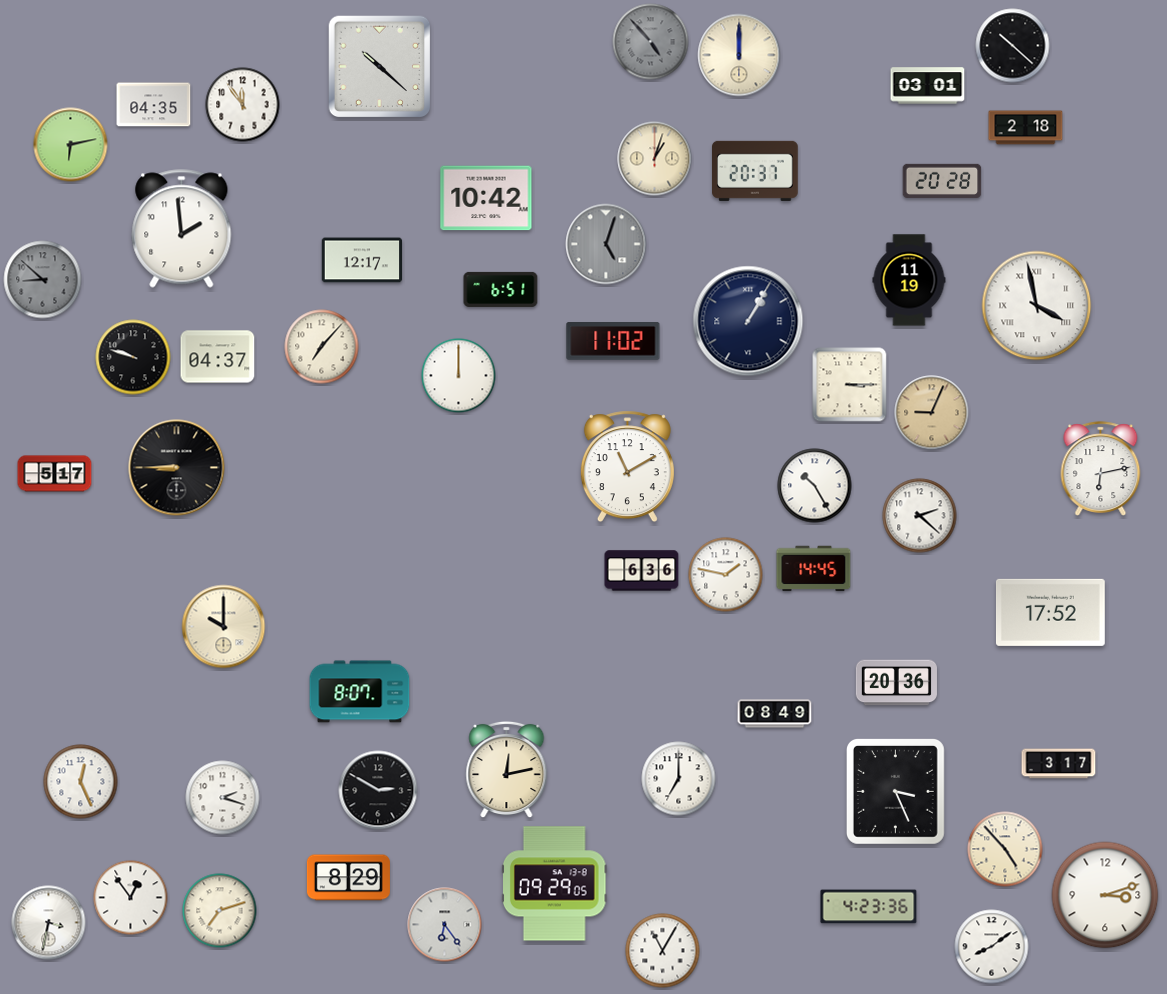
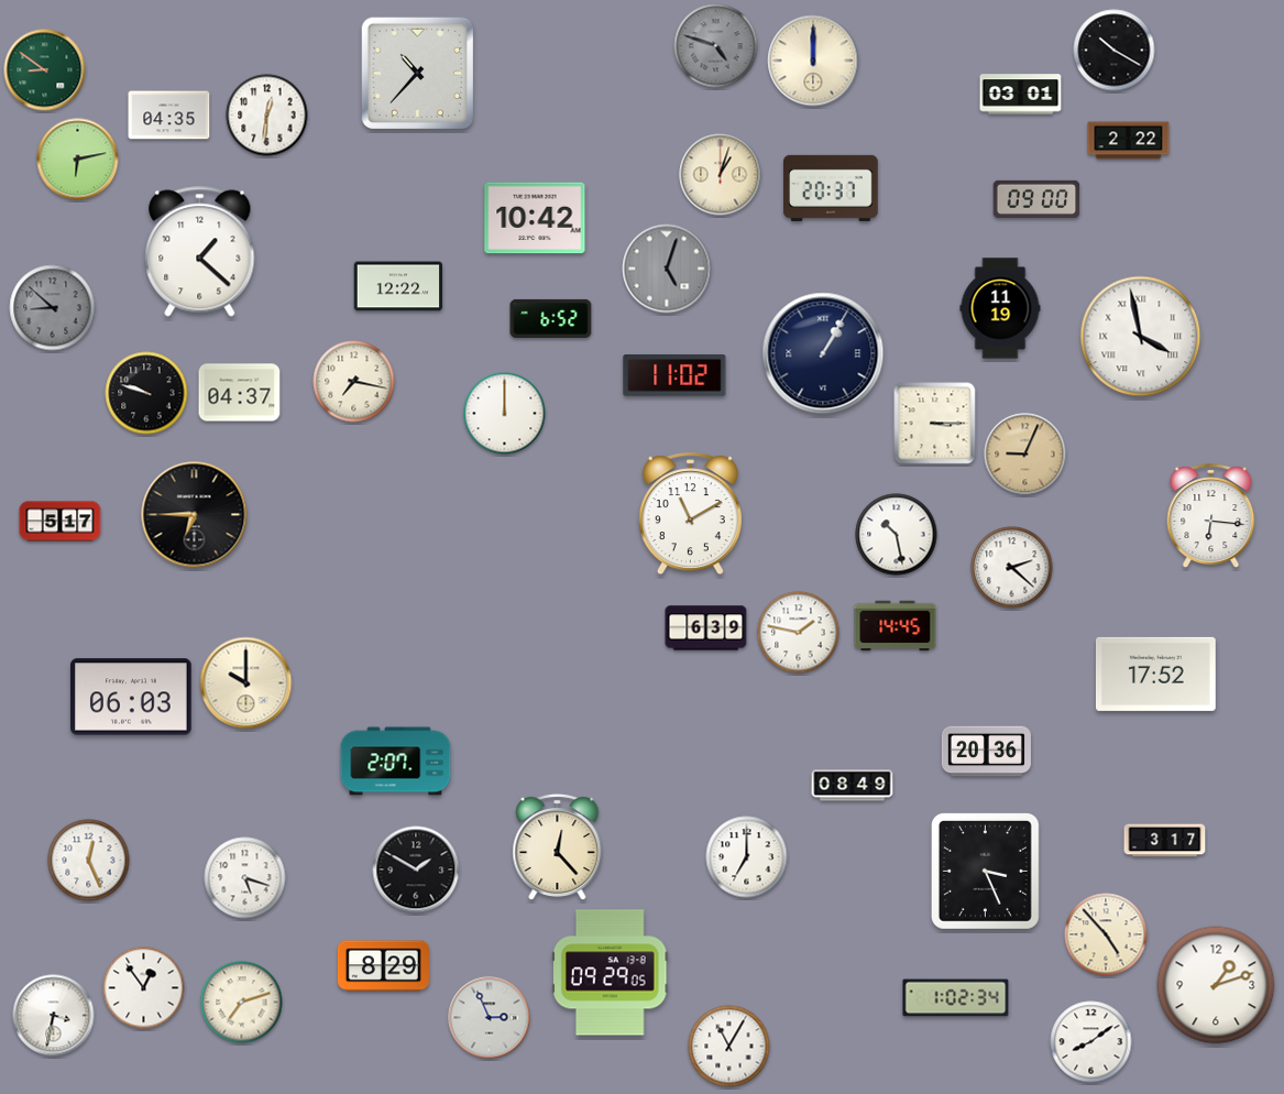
clock at (651, 42): 4:53 -> 4:48
clock at (1013, 46): 10:22 -> 10:20
clock at (45, 70): none -> 8:51
clock at (379, 66): 10:22 -> 10:37
clock at (243, 105): 11:54 -> 12:31
clock at (1026, 128): 2:18 -> 2:22
clock at (942, 181): 20:28 -> 09:00
clock at (182, 229): 1:59 -> 1:22
clock at (362, 260): 12:17 -> 12:22
clock at (43, 280) position: (43, 280) -> (53, 308)
clock at (501, 289): 6:51 -> 6:52
clock at (322, 347): 7:07 -> 7:17
clock at (177, 468): 8:45 -> 6:45
clock at (1101, 469): 6:13 -> 6:16
clock at (815, 486): 10:25 -> 10:28
clock at (642, 571): 6:36 -> 6:39
clock at (224, 627) position: (224, 627) -> (246, 683)
clock at (132, 697): none -> 06:03
clock at (360, 692): 8:07 -> 2:07
clock at (507, 770): 12:13 -> 12:23
clock at (378, 790): 2:50 -> 1:50
clock at (223, 798): 2:18 -> 5:18
clock at (1105, 895): 3:12 -> 1:12
clock at (869, 907): 4:23 -> 1:02
clock at (445, 925): 6:24 -> 2:56
